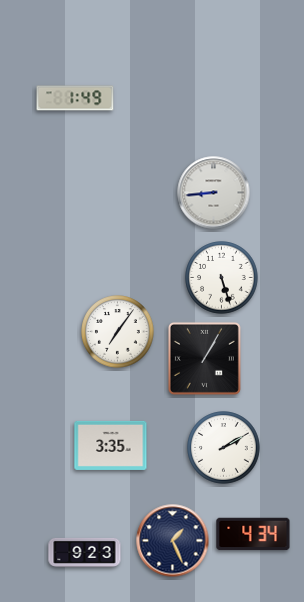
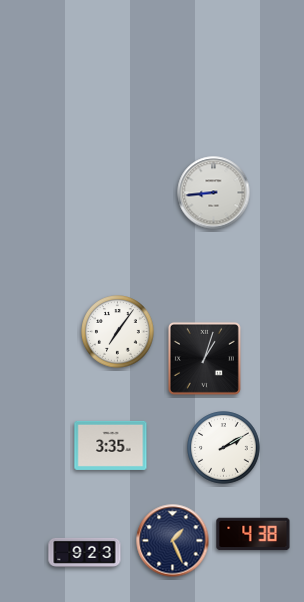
clock at (75, 98): 1:49 -> none
clock at (222, 278): 5:27 -> none
clock at (204, 358): 1:05 -> 1:03
clock at (253, 534): 4:34 -> 4:38
